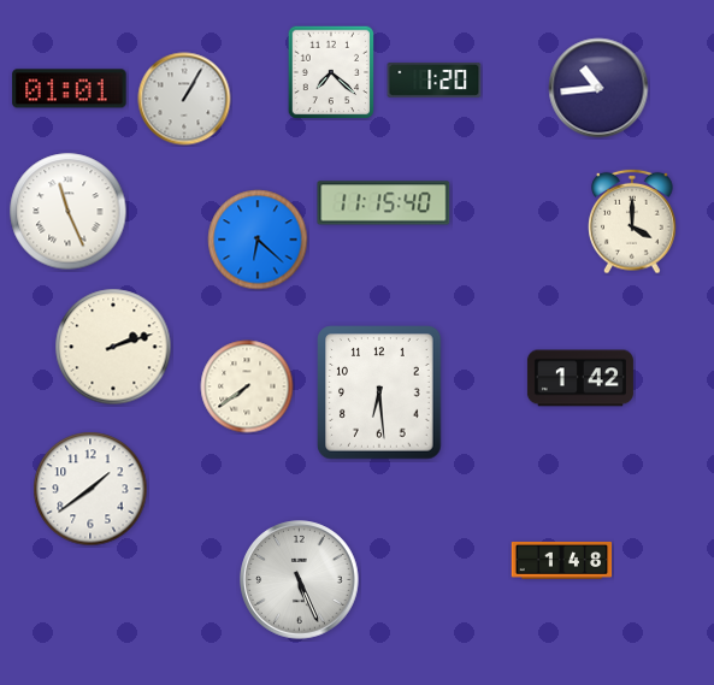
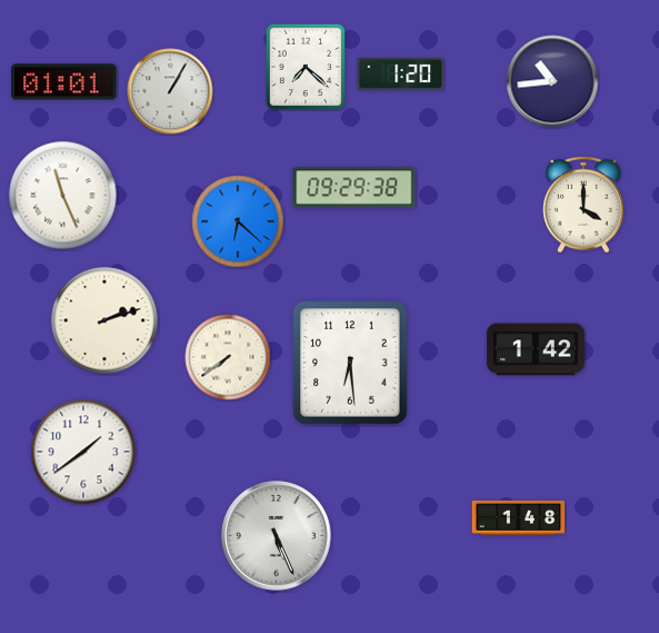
clock at (384, 203): 11:15 -> 09:29
